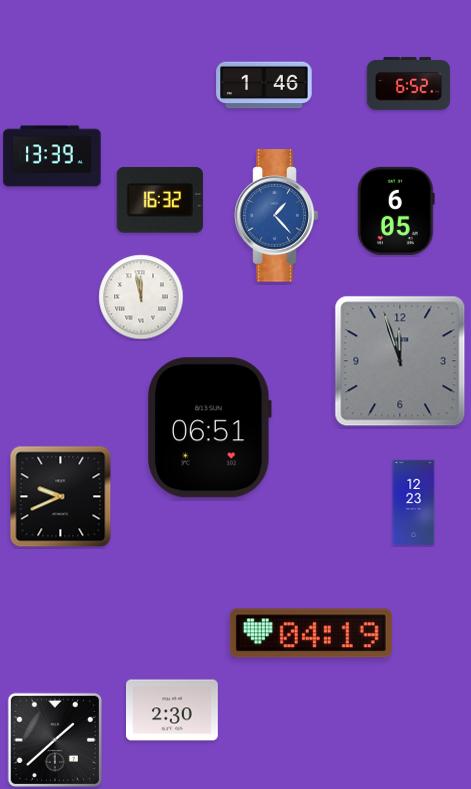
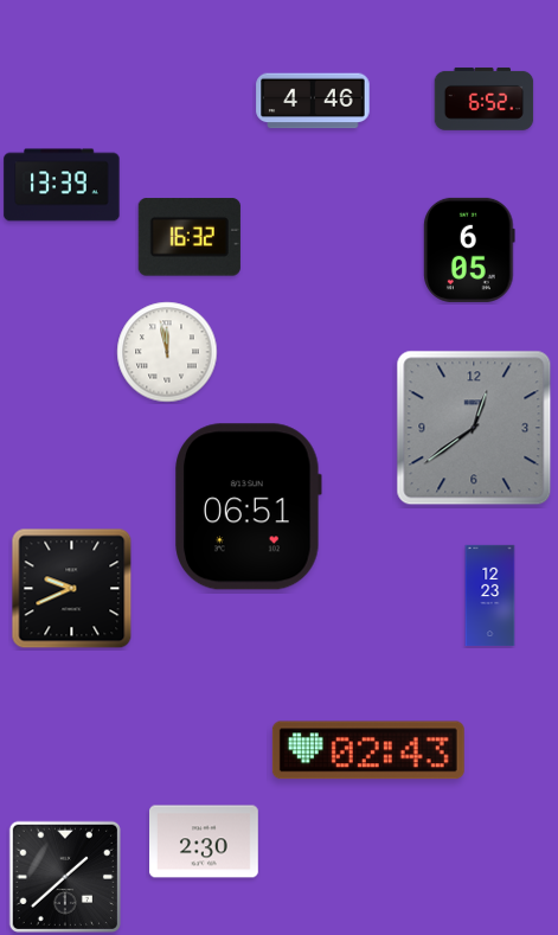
clock at (264, 85): 1:46 -> 4:46
clock at (277, 216): 1:23 -> none
clock at (400, 361): 11:57 -> 12:39
clock at (311, 633): 04:19 -> 02:43
